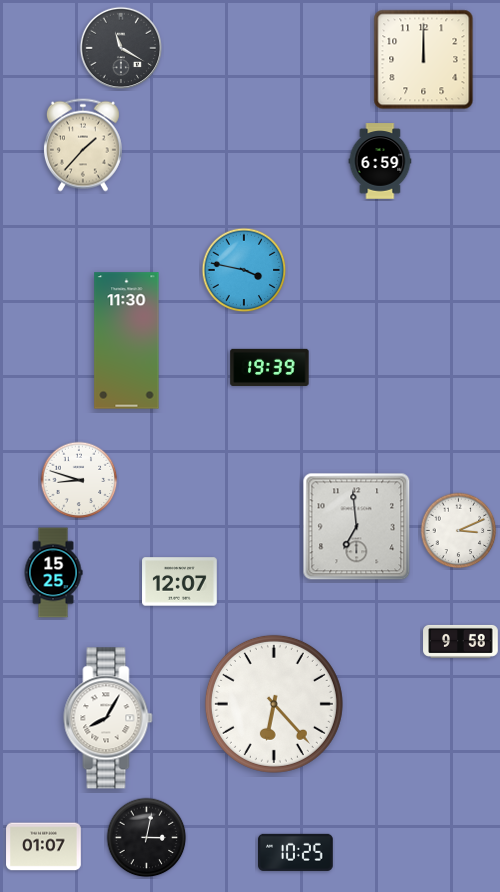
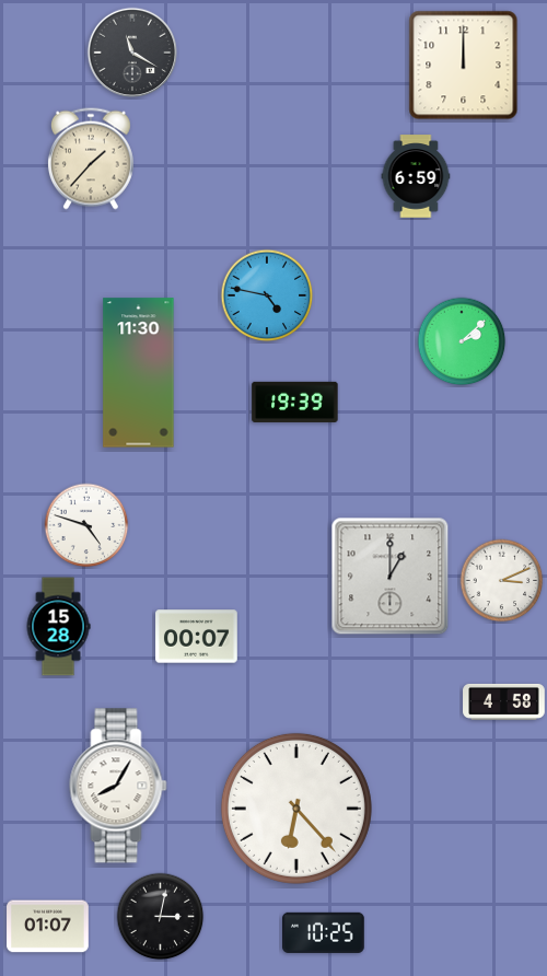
clock at (244, 270): 3:47 -> 4:47
clock at (462, 341): none -> 2:08
clock at (79, 480): 8:48 -> 4:48
clock at (357, 527): 6:59 -> 1:00
clock at (53, 573): 15:25 -> 15:28
clock at (180, 582): 12:07 -> 00:07
clock at (461, 641): 9:58 -> 4:58
clock at (274, 704) position: (274, 704) -> (296, 809)
